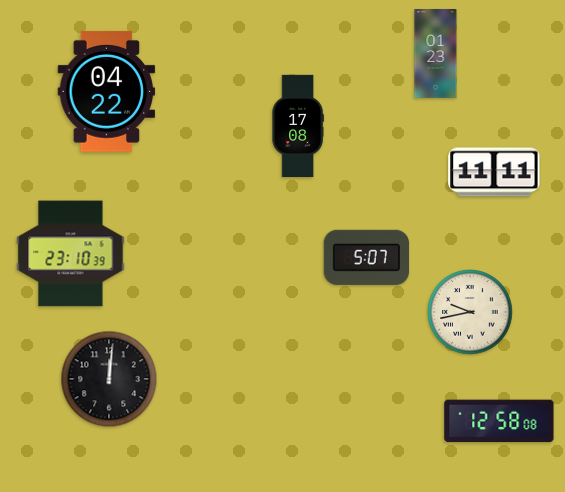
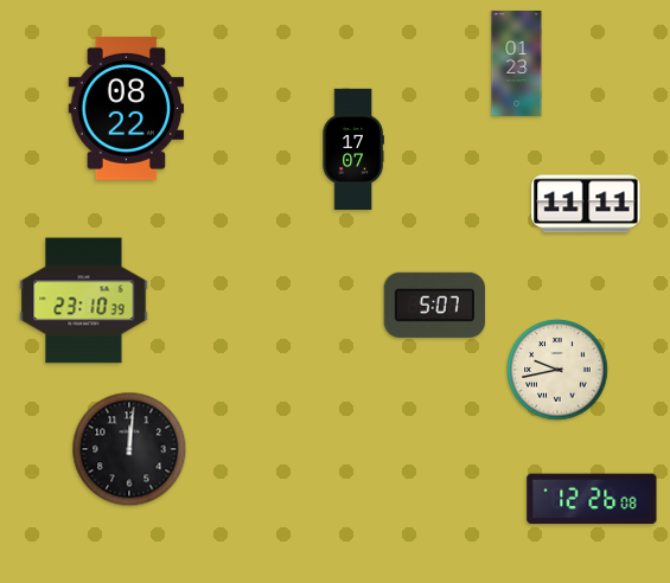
clock at (107, 91): 04:22 -> 08:22
clock at (298, 125): 17:08 -> 17:07
clock at (499, 421): 12:58 -> 12:26
